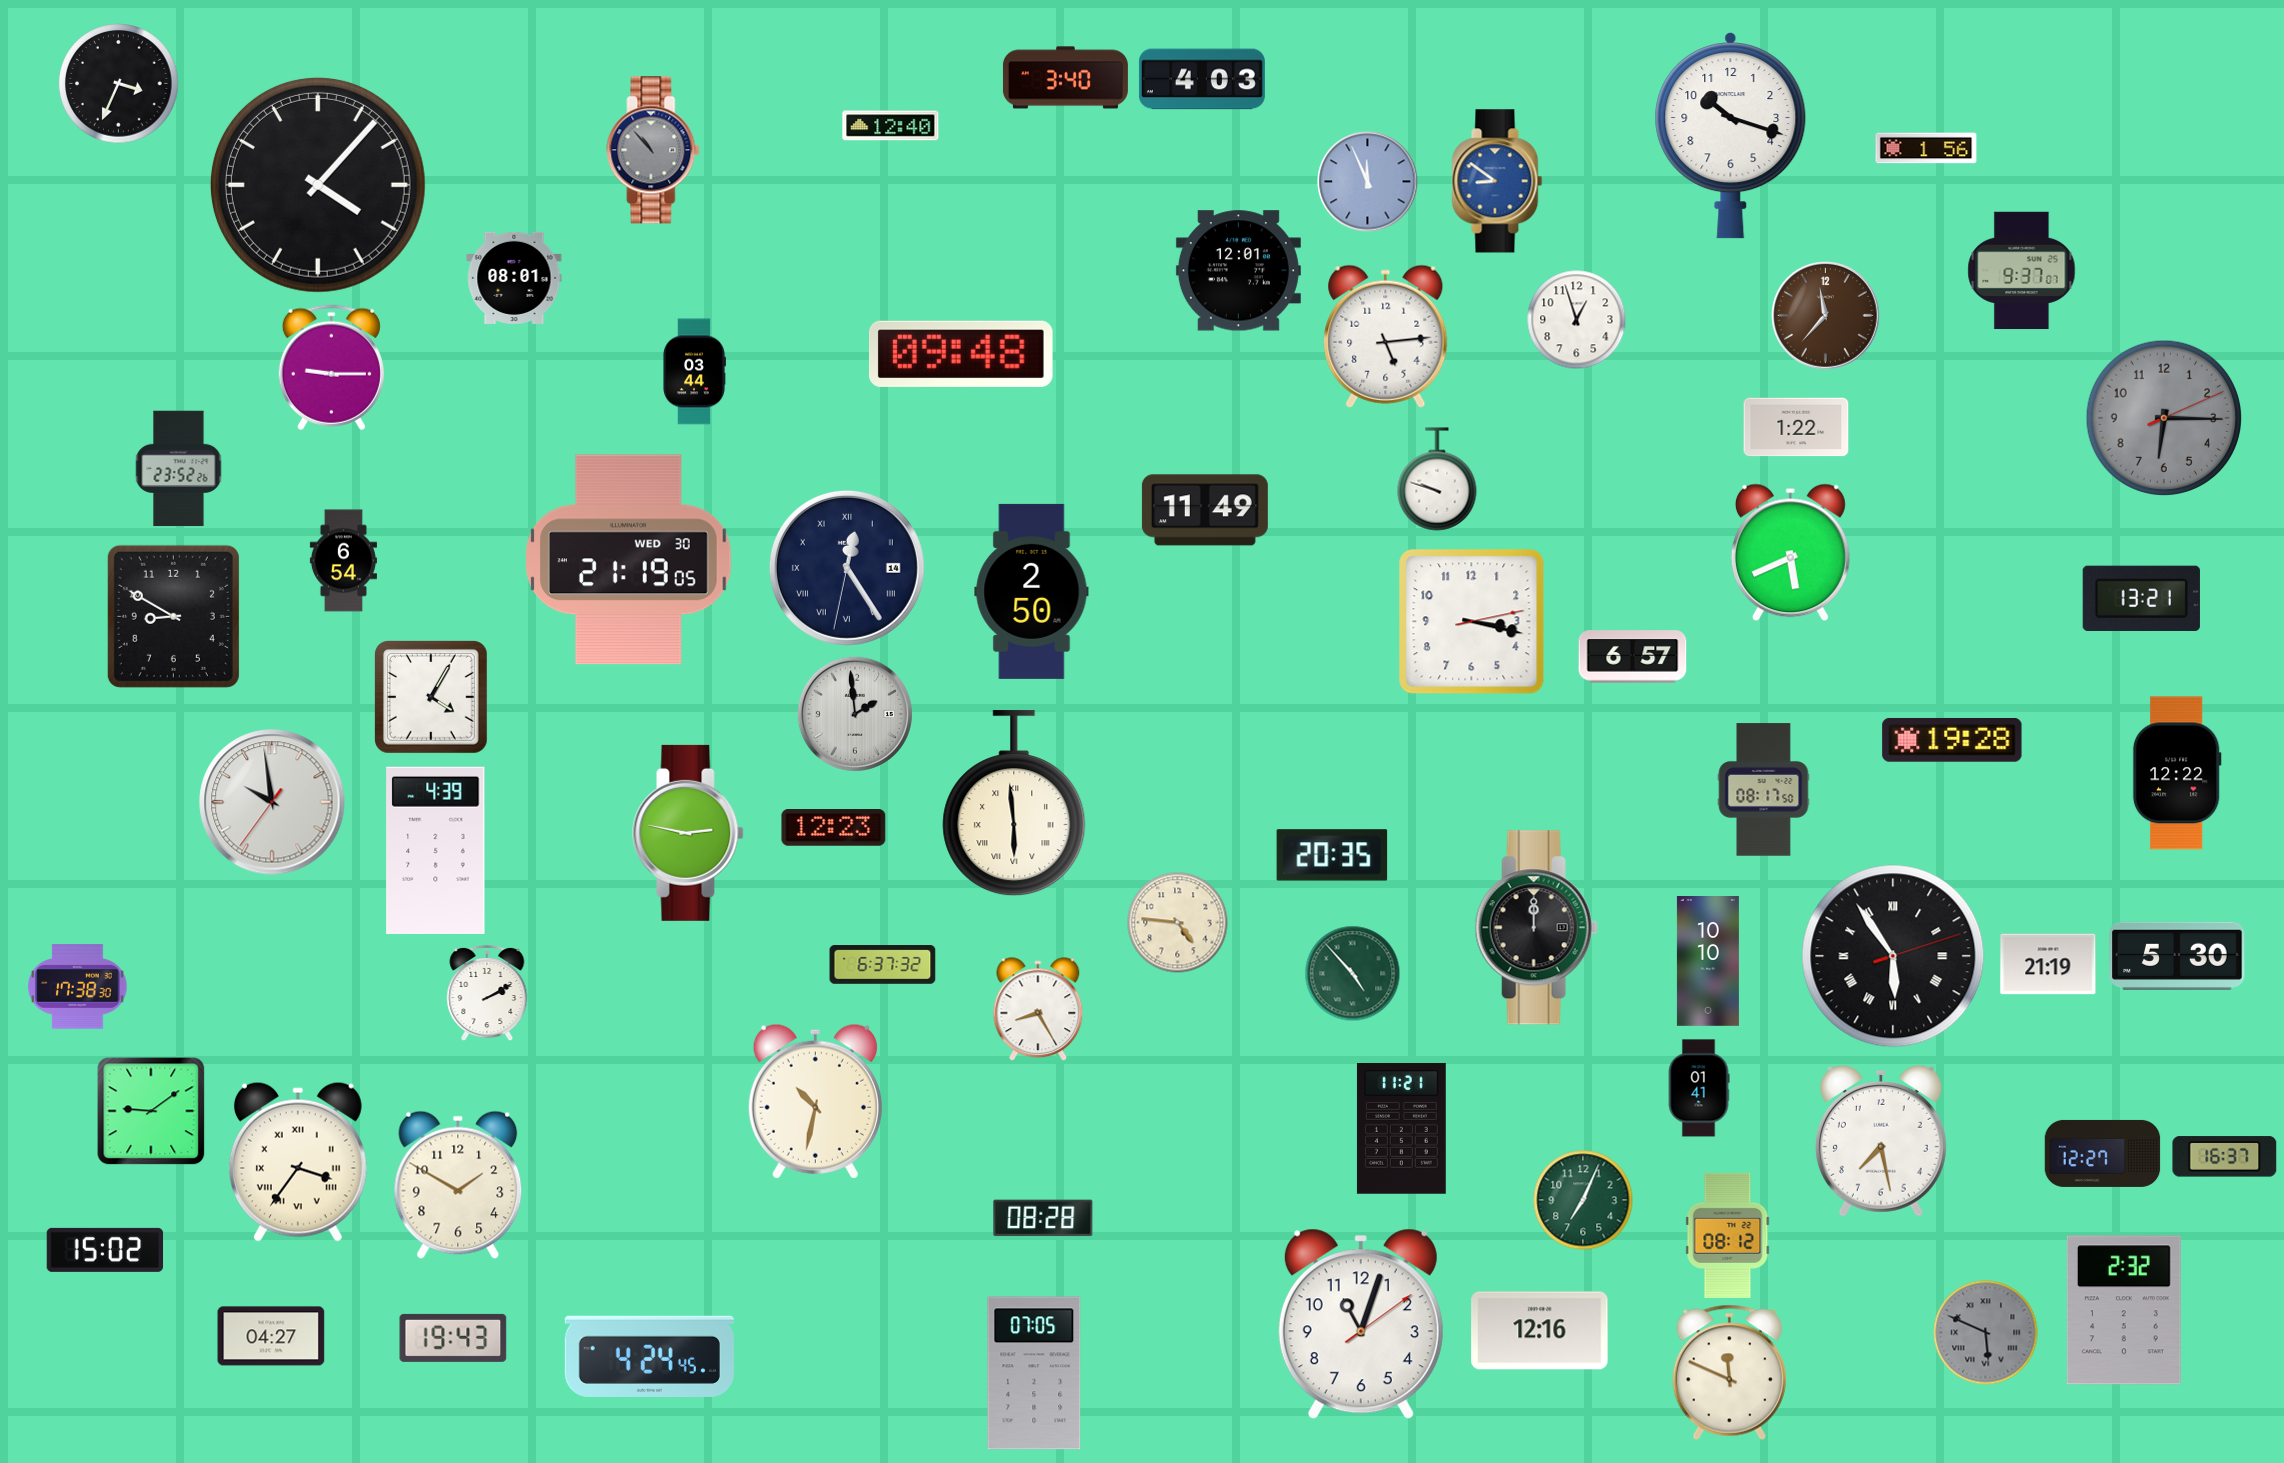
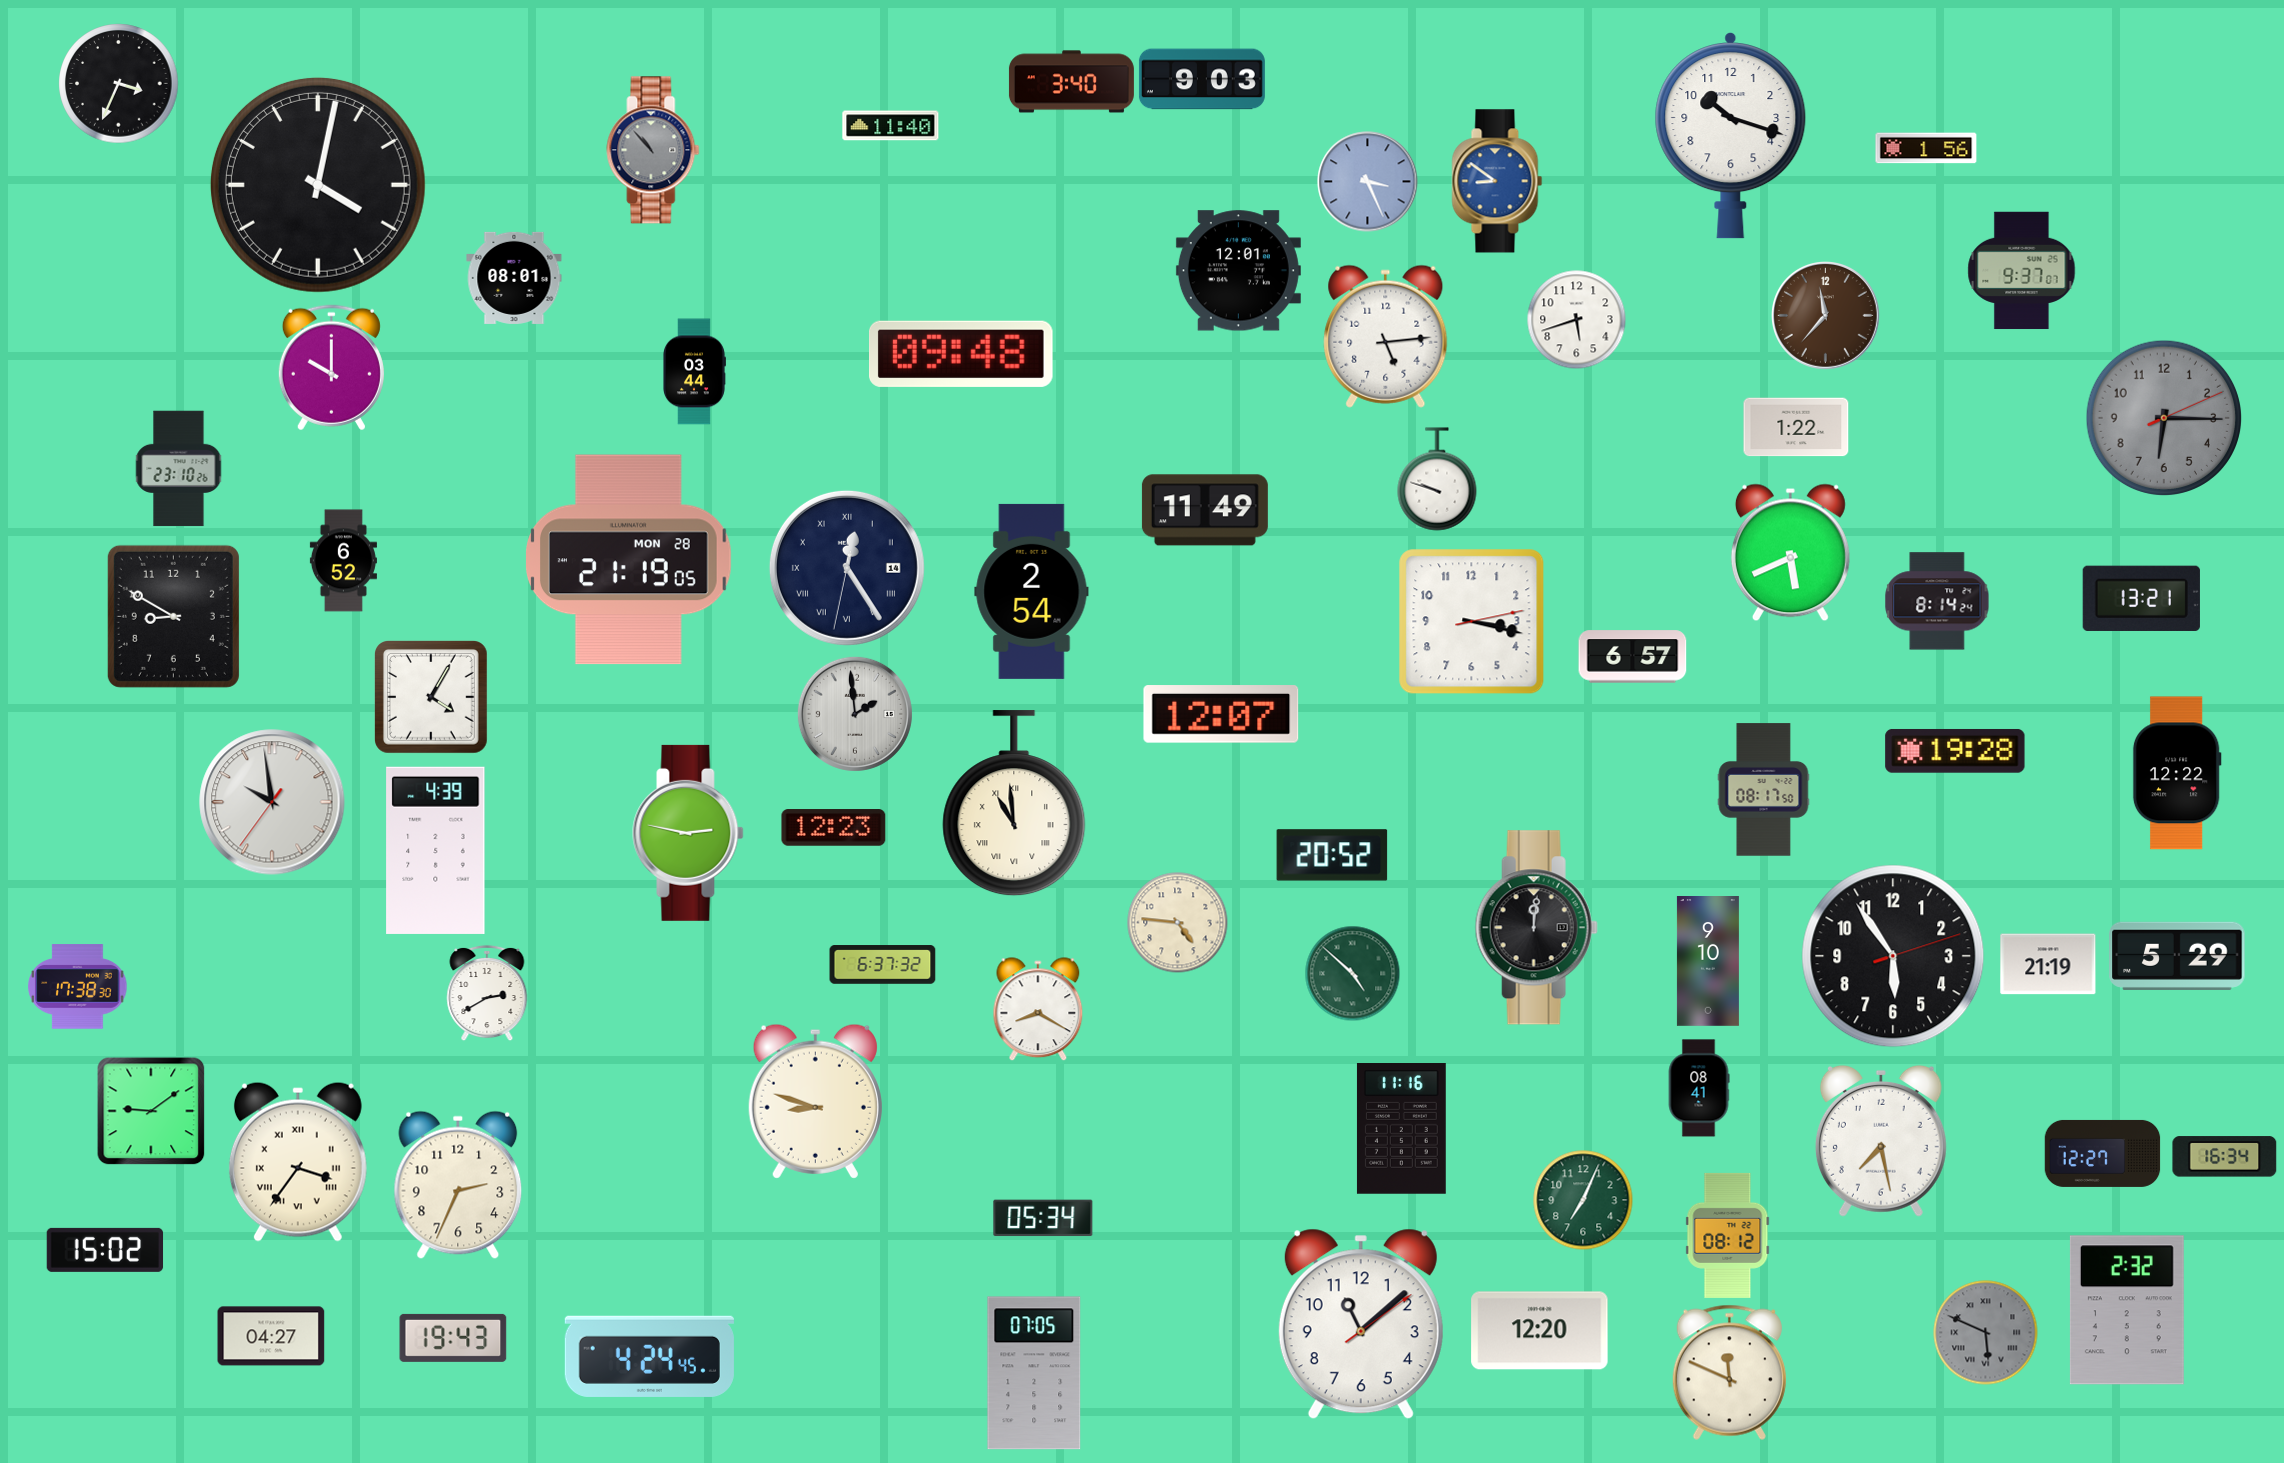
clock at (1065, 78) position: (1065, 78) -> (1071, 82)
clock at (1202, 79): 4:03 -> 9:03
clock at (891, 126): 12:40 -> 11:40
clock at (1368, 182): 11:56 -> 3:26
clock at (318, 185): 4:07 -> 4:02
clock at (1577, 320): 12:57 -> 5:42
clock at (331, 368): 9:15 -> 10:00
clock at (179, 469): 23:52 -> 23:10
clock at (629, 560) date: WED 30 -> MON 28
clock at (343, 561): 6:54 -> 6:52
clock at (1032, 591): 2:50 -> 2:54
clock at (1937, 601): none -> 8:14
clock at (1221, 714): none -> 12:07
clock at (1952, 740) position: (1952, 740) -> (1955, 751)
clock at (1014, 804): 5:59 -> 10:59
clock at (1332, 855): 20:35 -> 20:52
clock at (1536, 928): 12:00 -> 12:01
clock at (1893, 956) numerals: Roman -> Arabic
clock at (2177, 956): 5:30 -> 5:29
clock at (1708, 961): 10:10 -> 9:10
clock at (1352, 973): 4:53 -> 4:52
clock at (487, 993): 2:10 -> 2:40
clock at (1038, 1009): 8:25 -> 8:20
clock at (1699, 1088): 01:41 -> 08:41
clock at (815, 1101): 10:32 -> 8:48
clock at (1401, 1129): 11:21 -> 11:16
clock at (2225, 1157): 16:37 -> 16:34
clock at (458, 1185): 1:50 -> 2:34
clock at (1043, 1218): 08:28 -> 05:34
clock at (2124, 1310) position: (2124, 1310) -> (2127, 1310)
clock at (1361, 1324): 11:03 -> 11:08
clock at (1540, 1331): 12:16 -> 12:20
